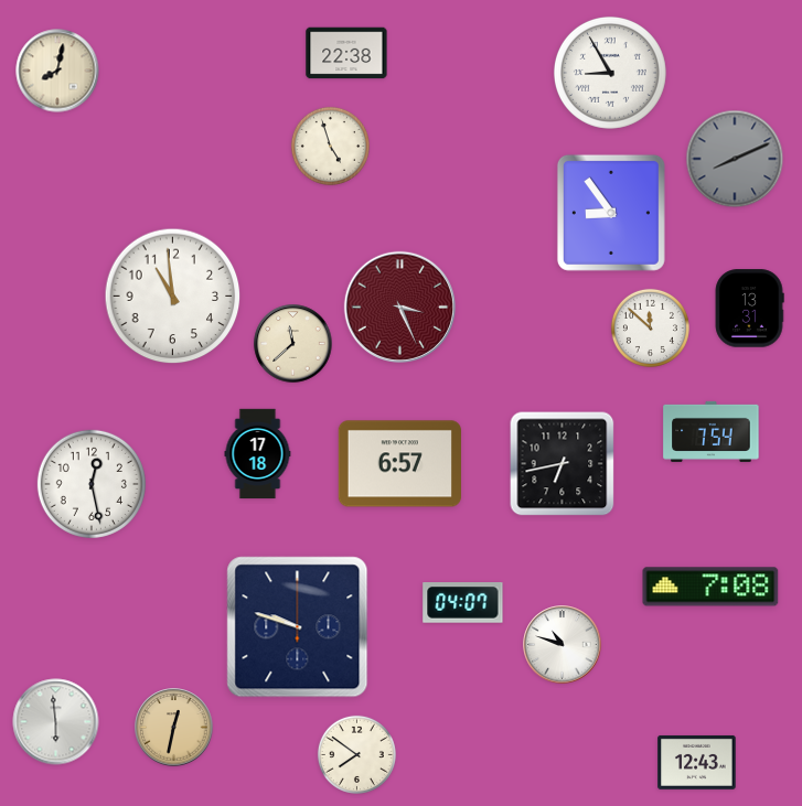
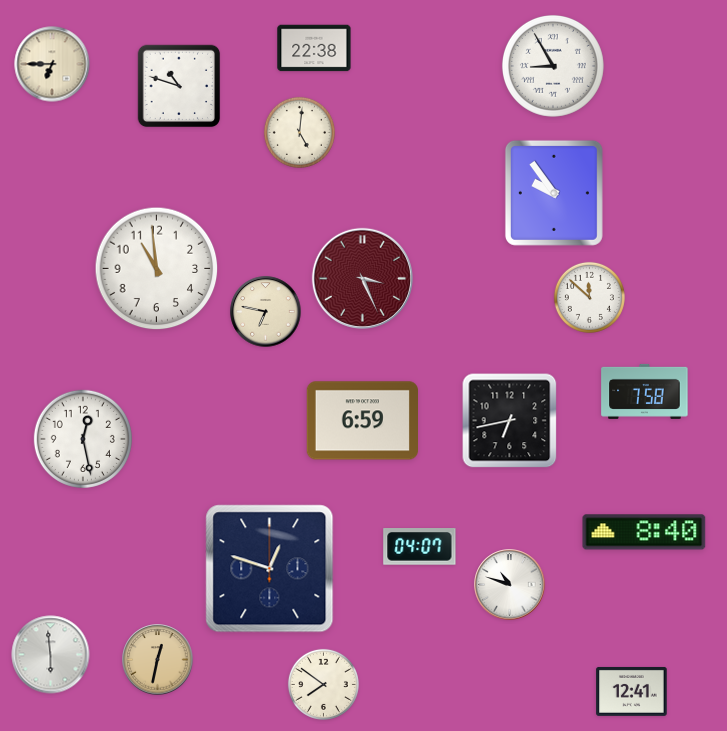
clock at (57, 71): 8:02 -> 6:45
clock at (179, 86): none -> 10:48
clock at (330, 146): 4:57 -> 5:01
clock at (735, 159): 8:11 -> none
clock at (611, 213): 8:54 -> 9:54
clock at (749, 309): 13:31 -> none
clock at (293, 344): 11:38 -> 6:47
clock at (712, 431): 7:54 -> 7:58
clock at (258, 454): 17:18 -> none
clock at (399, 464): 6:57 -> 6:59
clock at (710, 587): 7:08 -> 8:40
clock at (298, 627): 9:48 -> 12:48
clock at (697, 763): 12:43 -> 12:41
